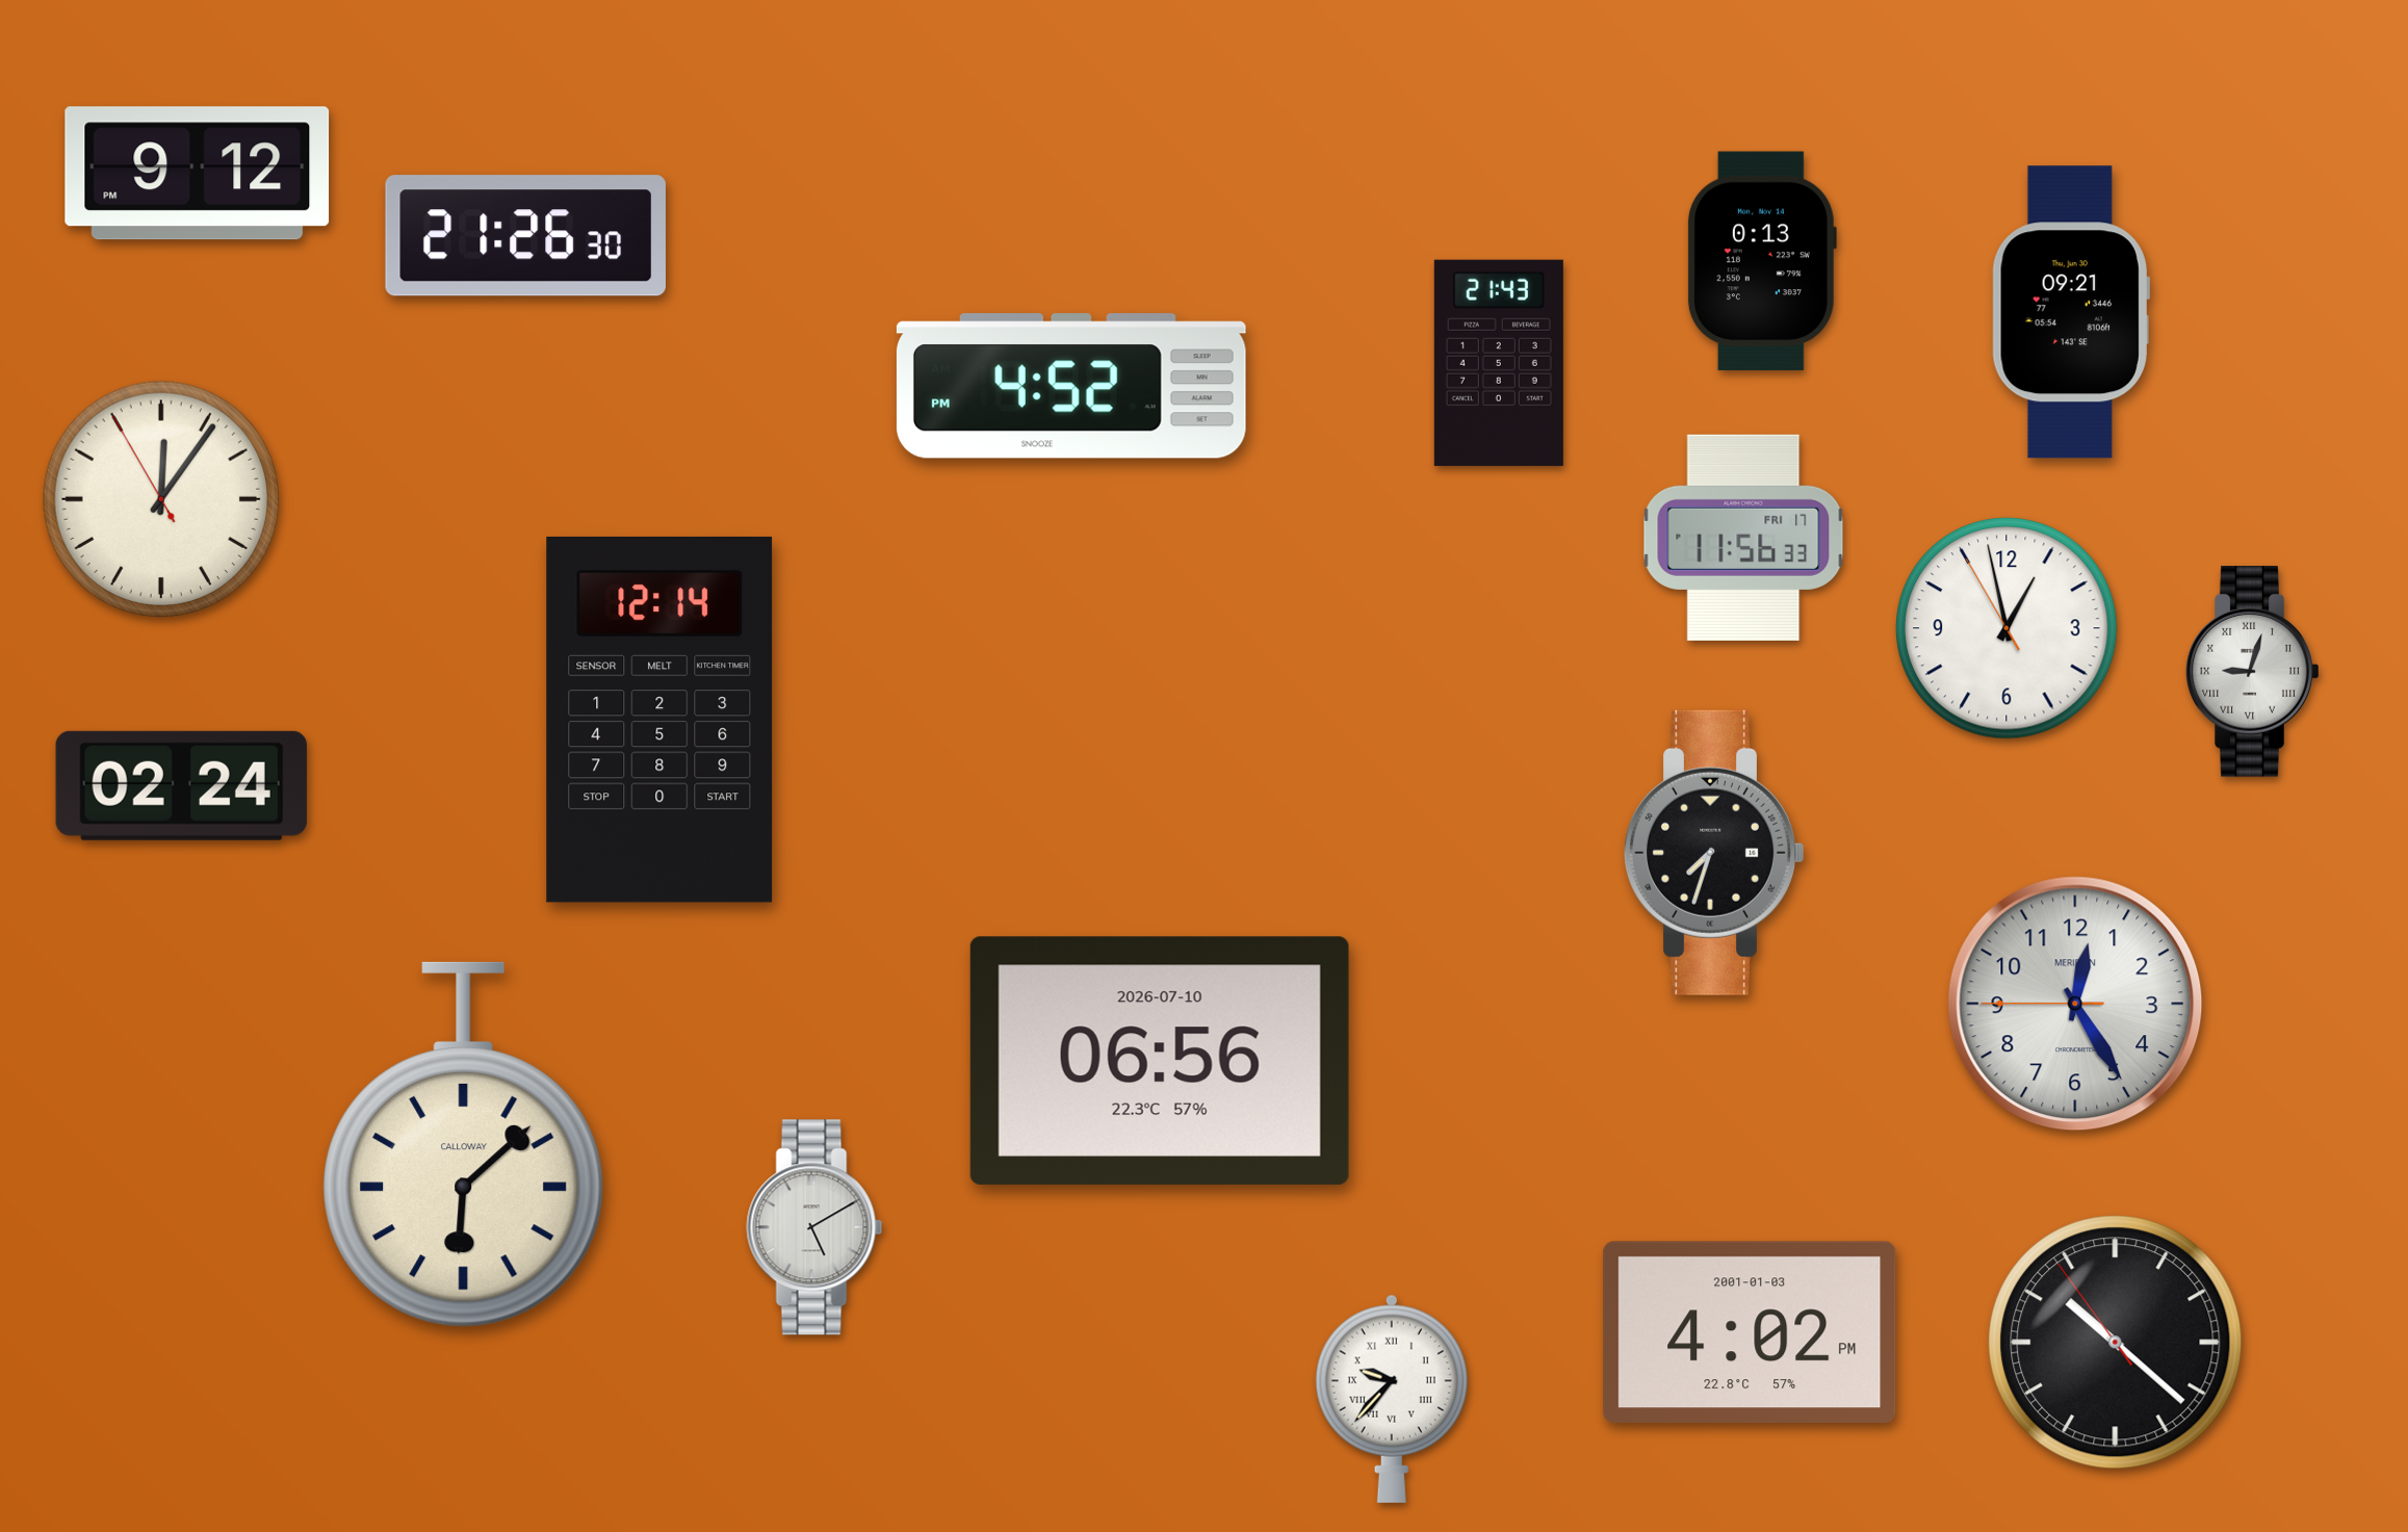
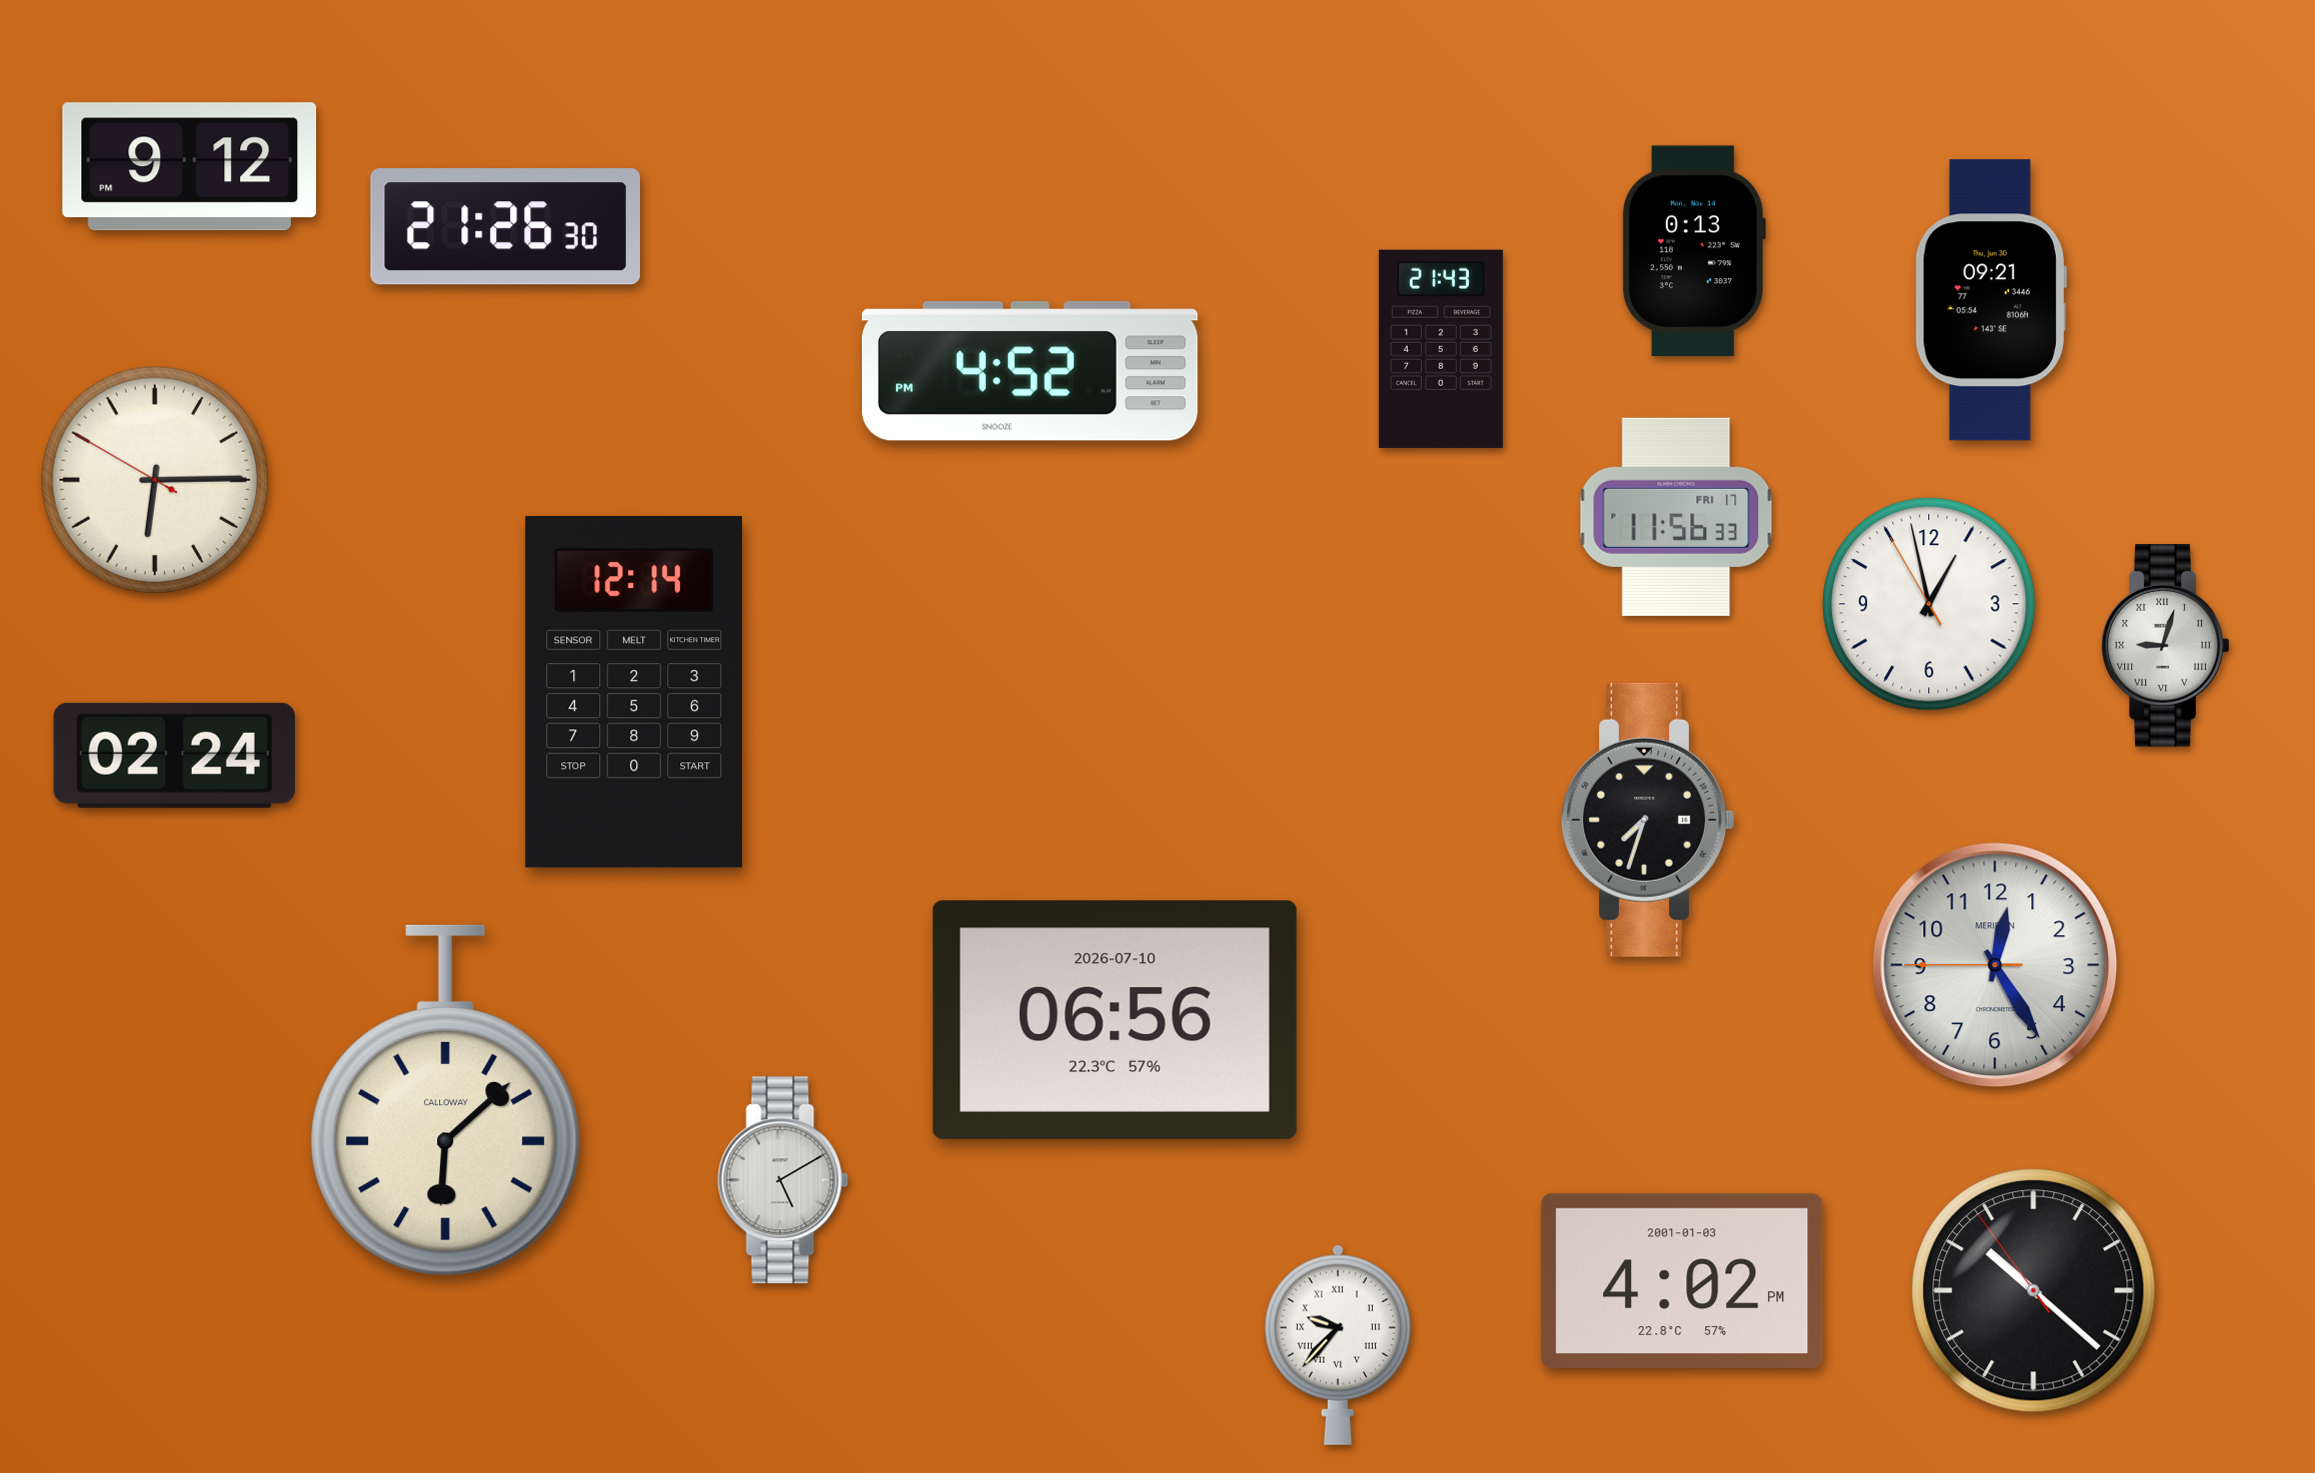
clock at (160, 498): 12:05 -> 6:14
